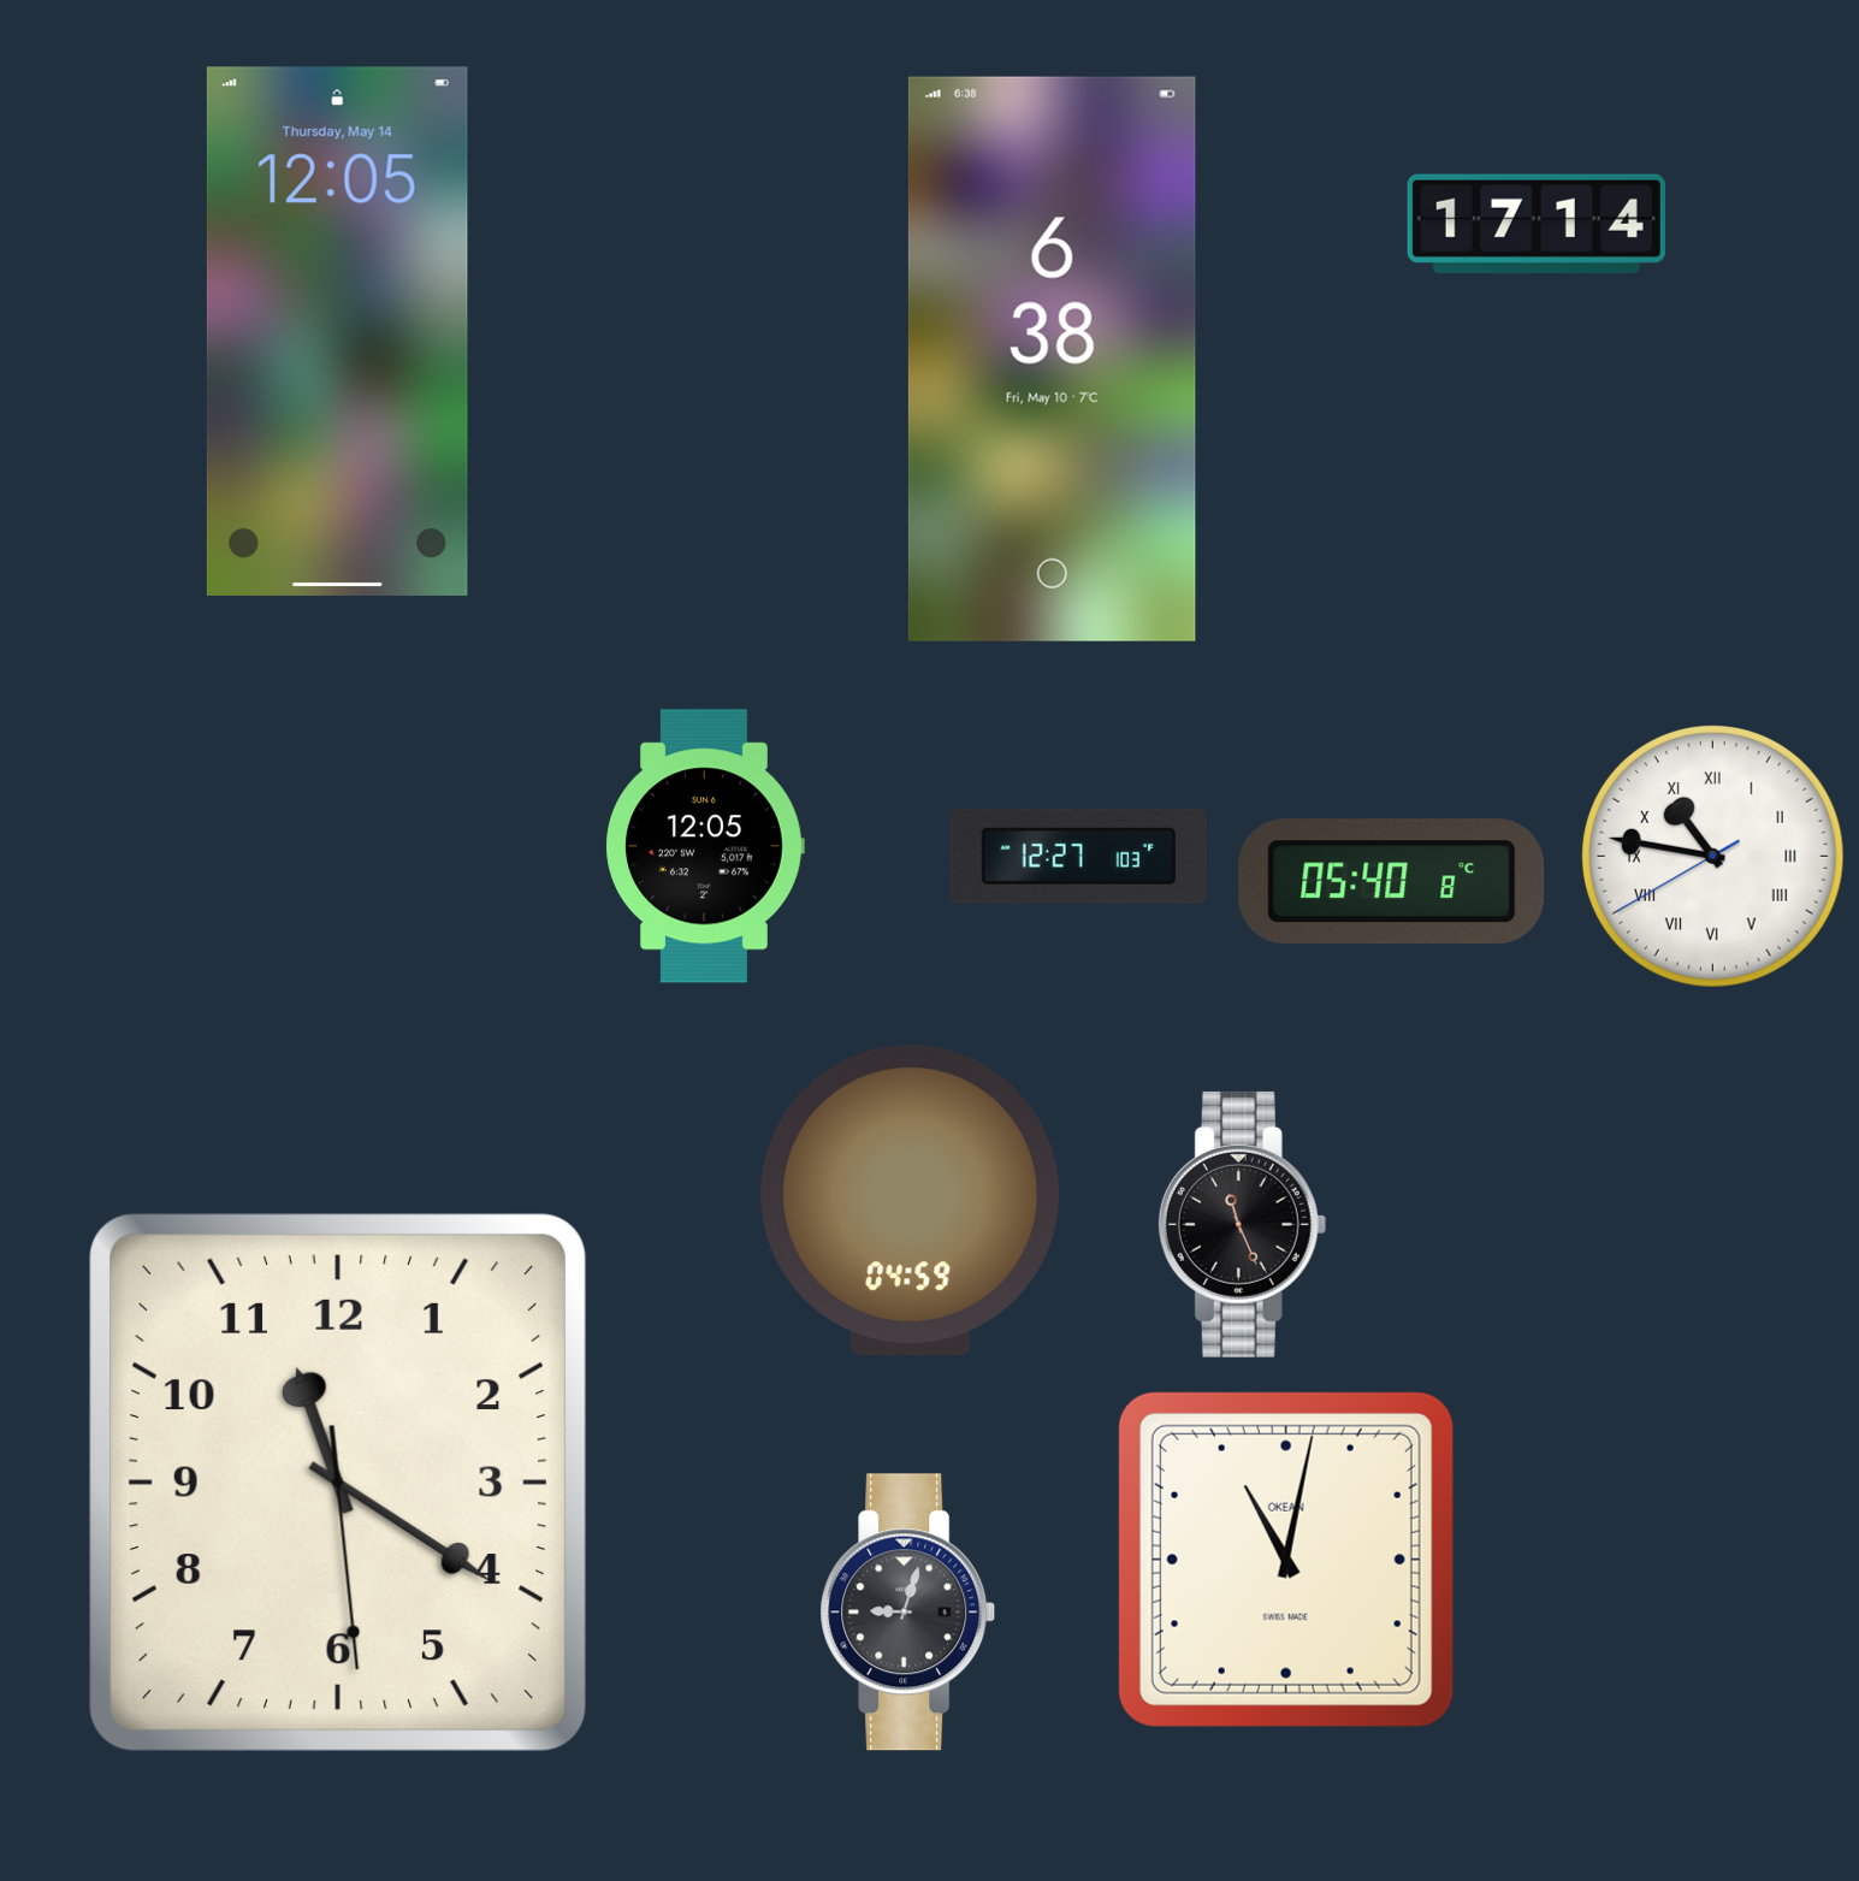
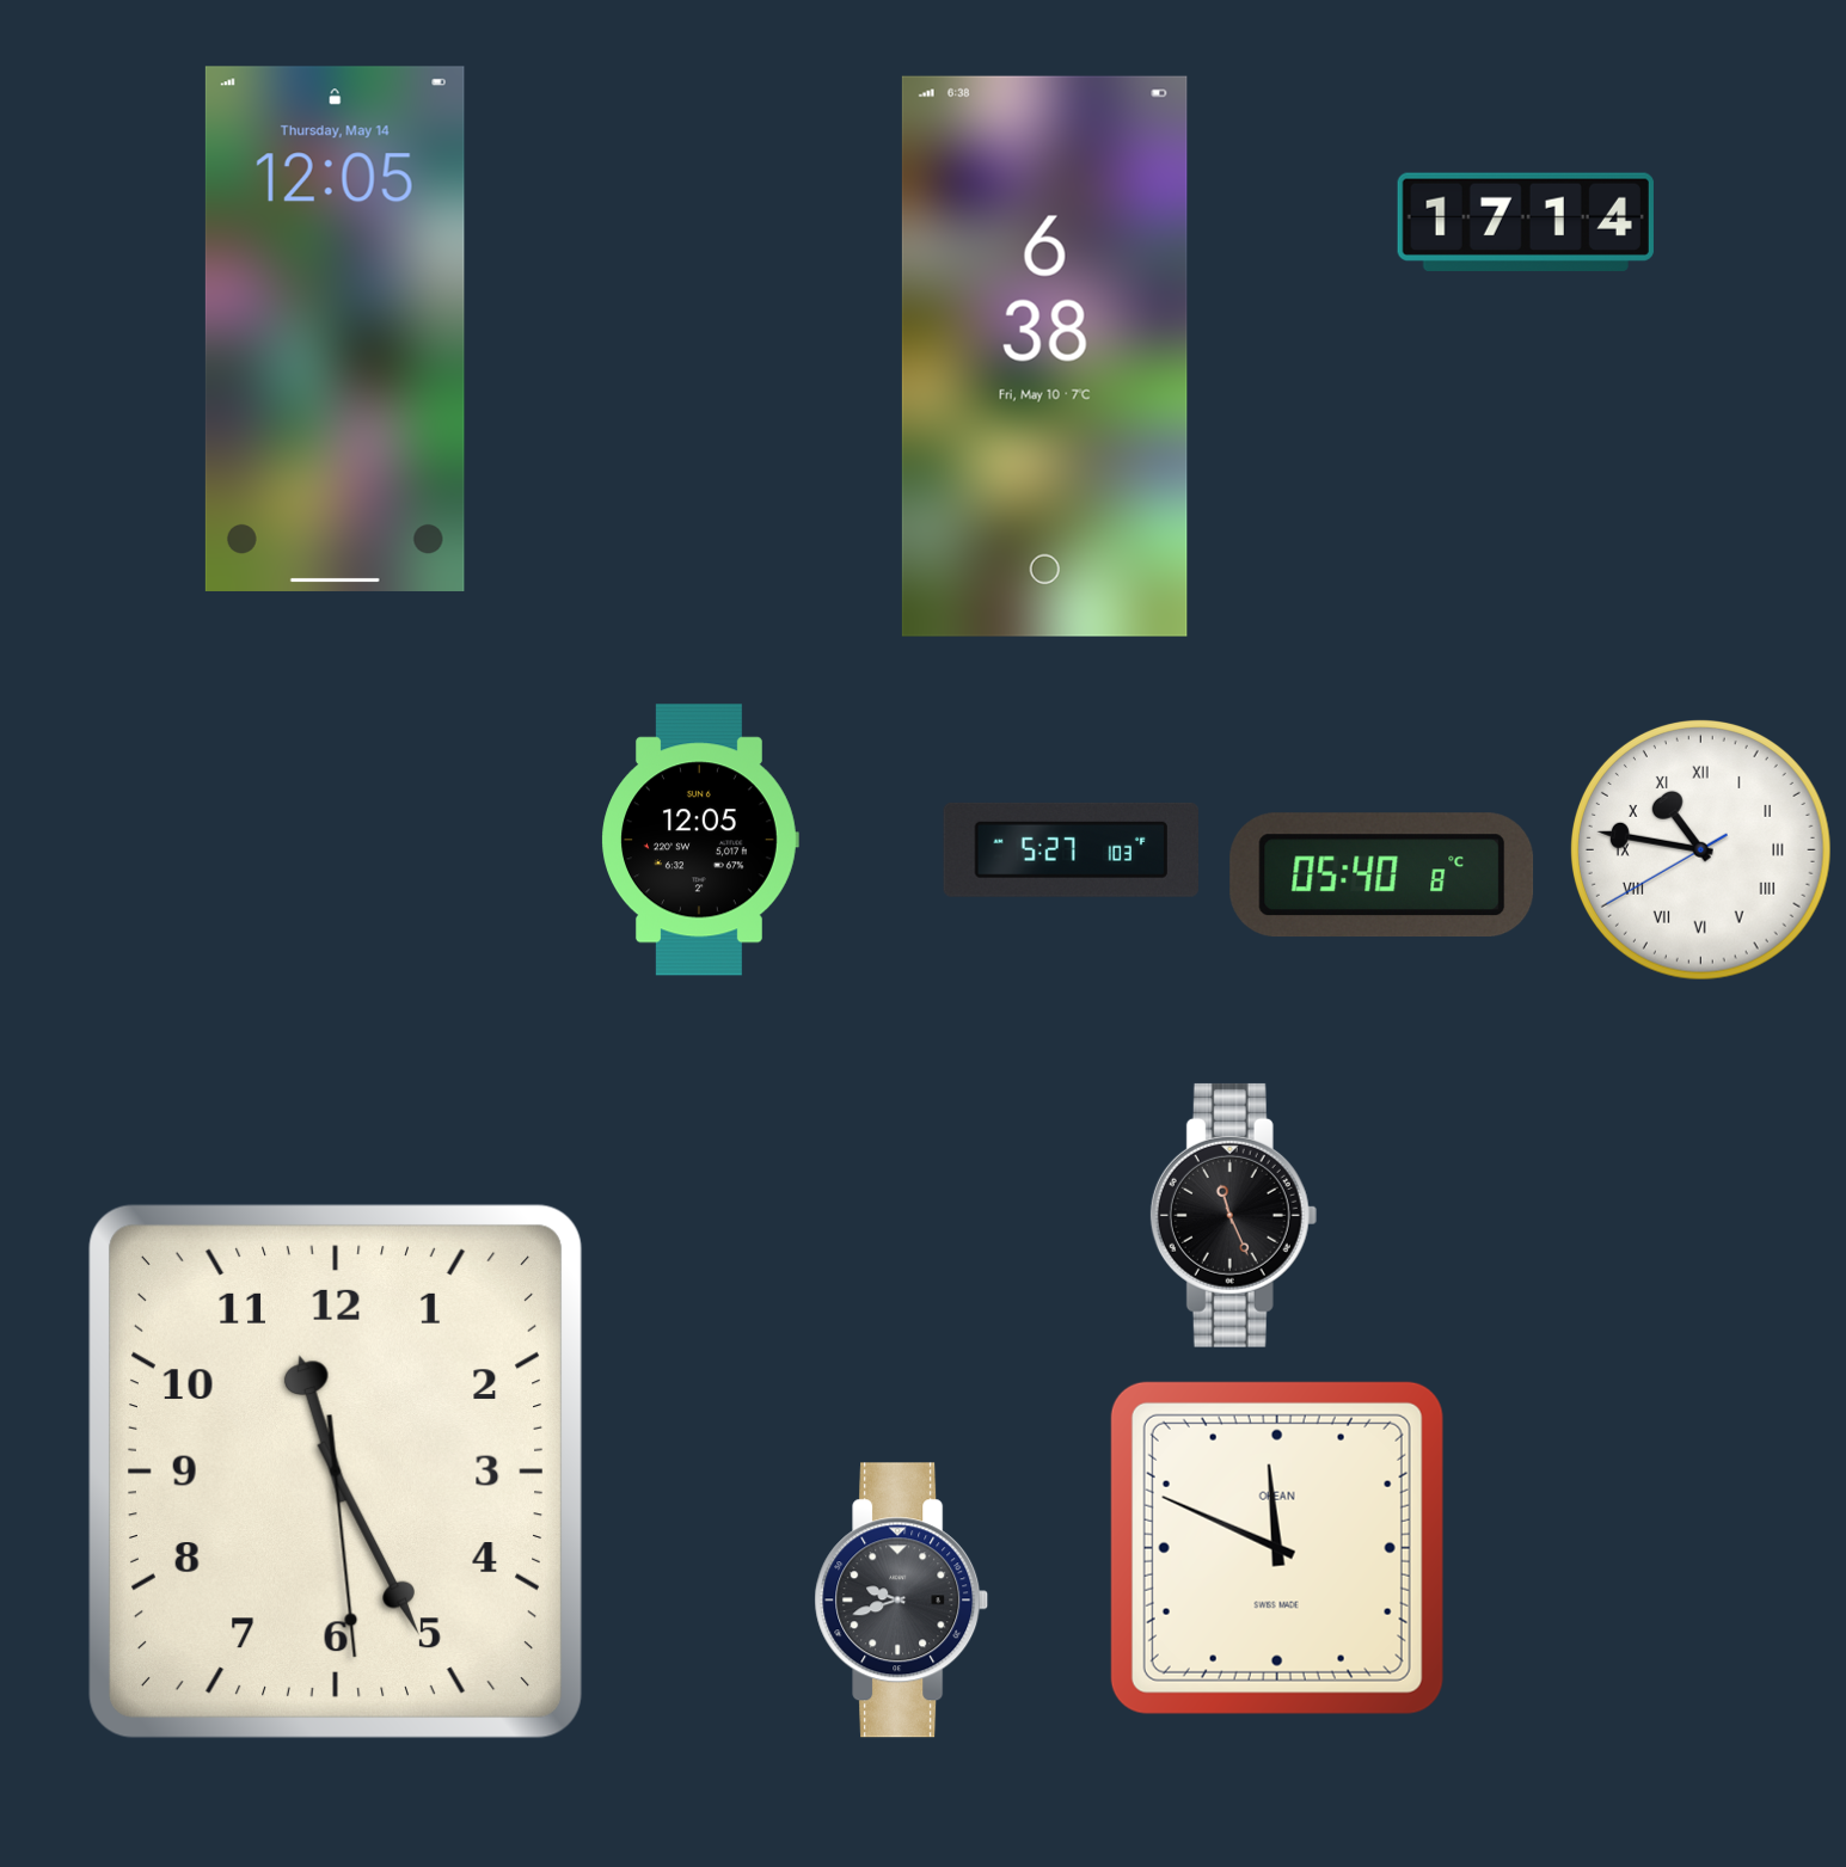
clock at (1078, 856): 12:27 -> 5:27
clock at (910, 1200): 04:59 -> none
clock at (338, 1483): 11:20 -> 11:25
clock at (1286, 1560): 11:02 -> 11:49
clock at (908, 1613): 9:03 -> 9:42
